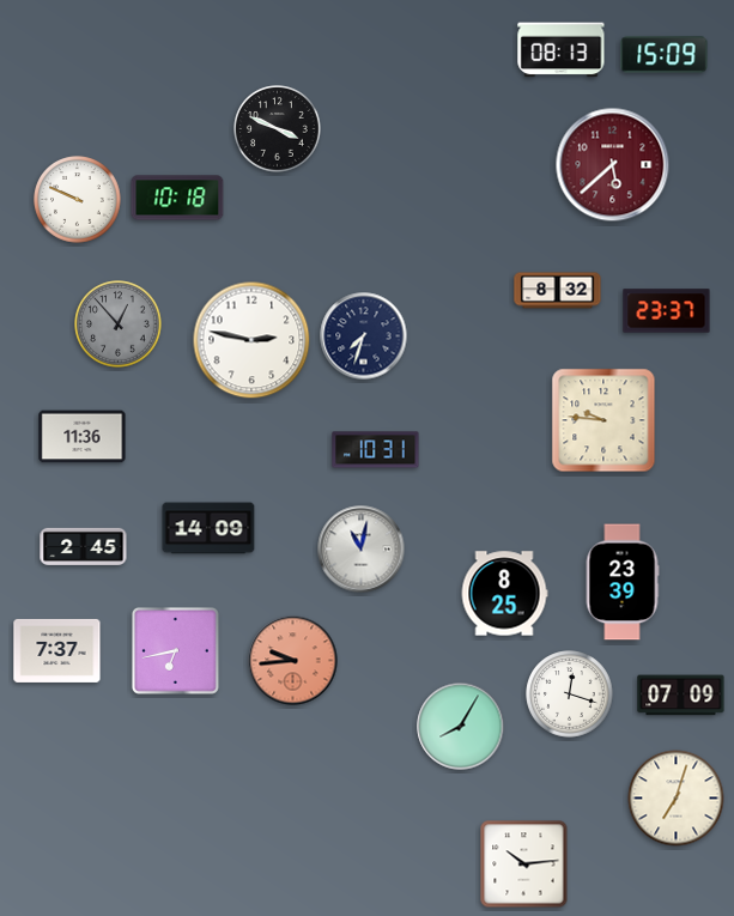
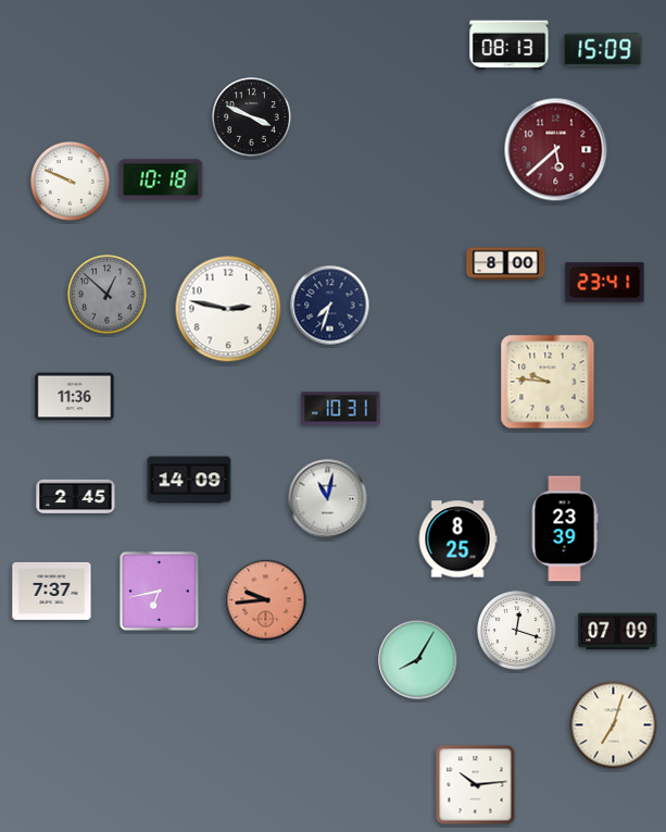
clock at (558, 291): 8:32 -> 8:00
clock at (667, 311): 23:37 -> 23:41
clock at (119, 324): 12:53 -> 12:52
